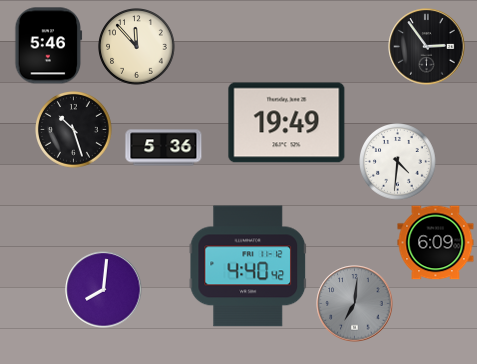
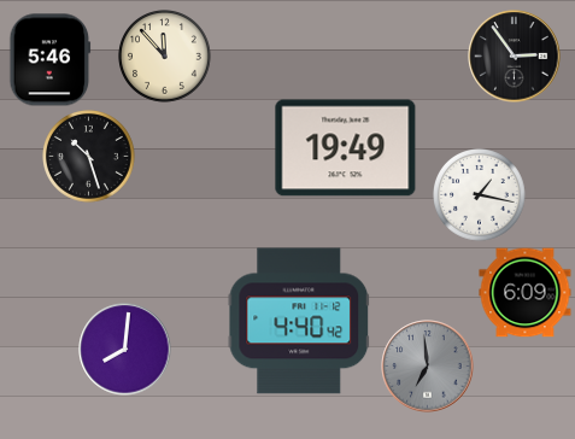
clock at (49, 46) position: (49, 46) -> (51, 60)
clock at (164, 148): 5:36 -> none
clock at (398, 162): 4:31 -> 1:17
clock at (355, 304): 7:01 -> 6:59
